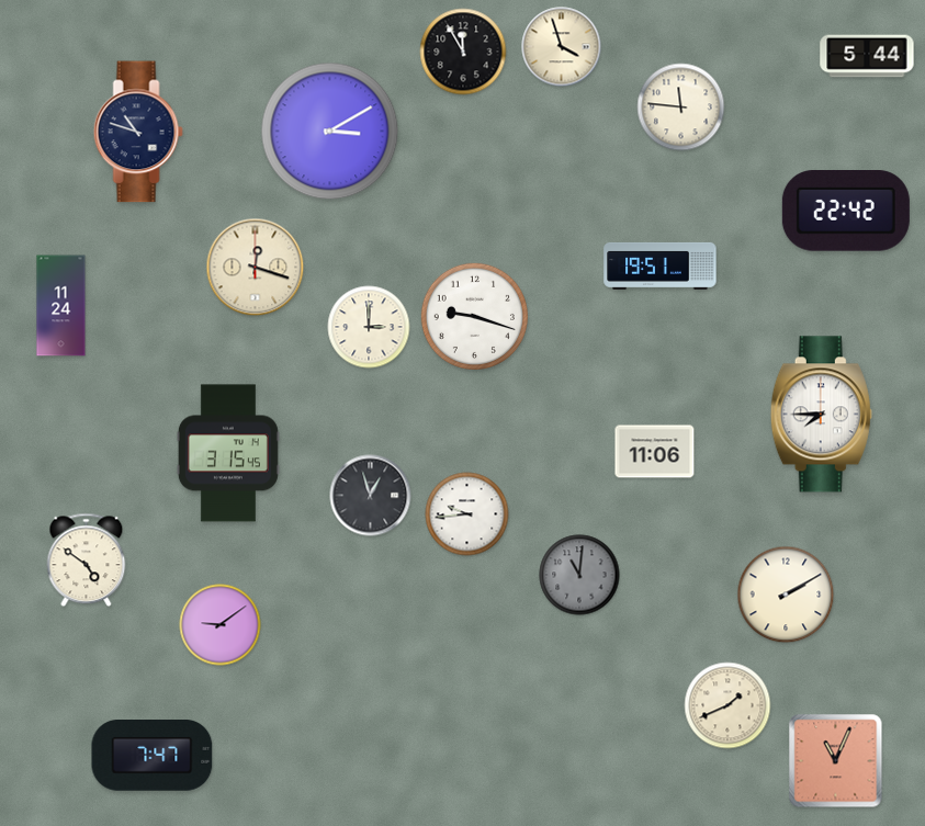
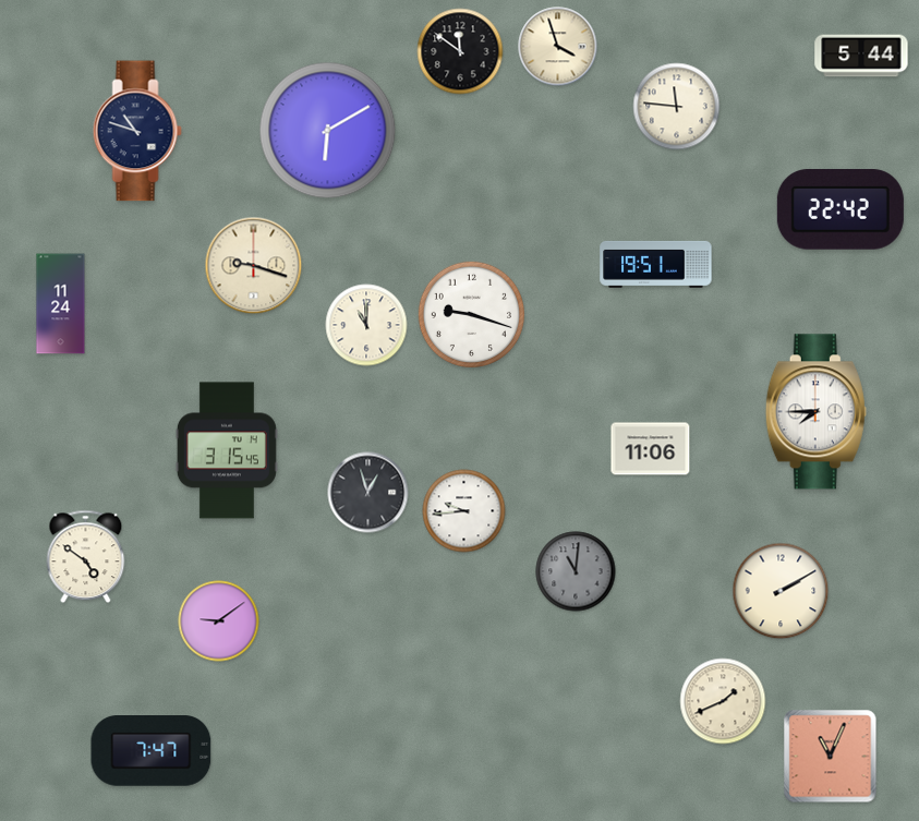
clock at (463, 52): 11:55 -> 11:51
clock at (330, 132): 3:10 -> 6:10
clock at (256, 268): 12:18 -> 9:18
clock at (369, 327): 3:00 -> 11:00
